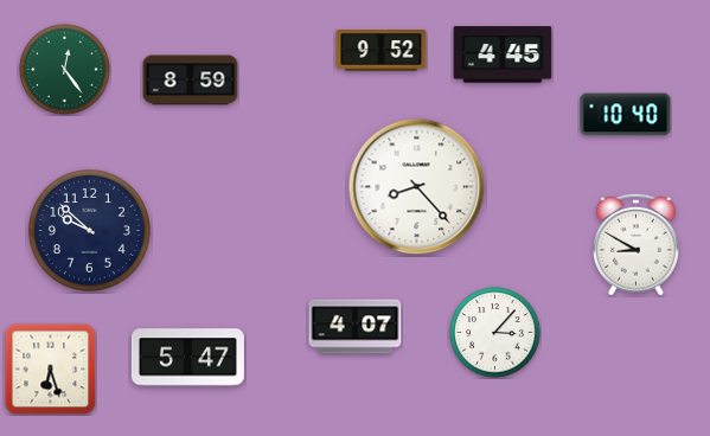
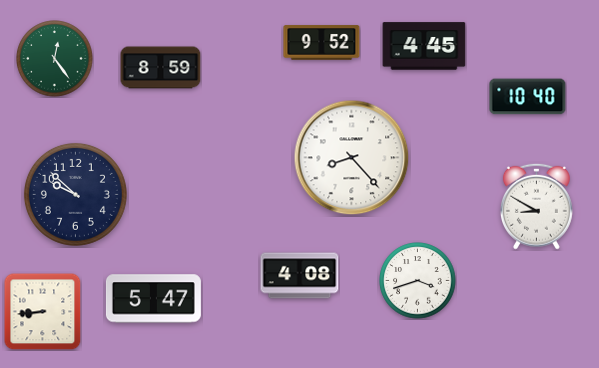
clock at (356, 327): 4:07 -> 4:08
clock at (495, 333): 3:07 -> 3:42
clock at (187, 358) position: (187, 358) -> (153, 299)
clock at (50, 368): 6:27 -> 8:44
